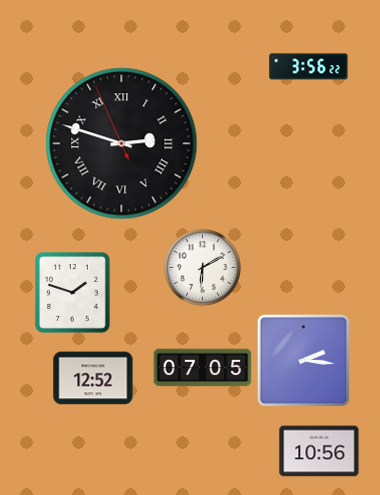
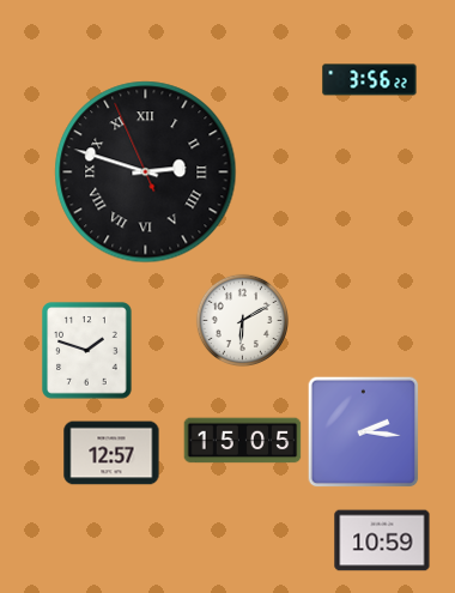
clock at (203, 368): 07:05 -> 15:05
clock at (93, 378): 12:52 -> 12:57
clock at (319, 451): 10:56 -> 10:59
